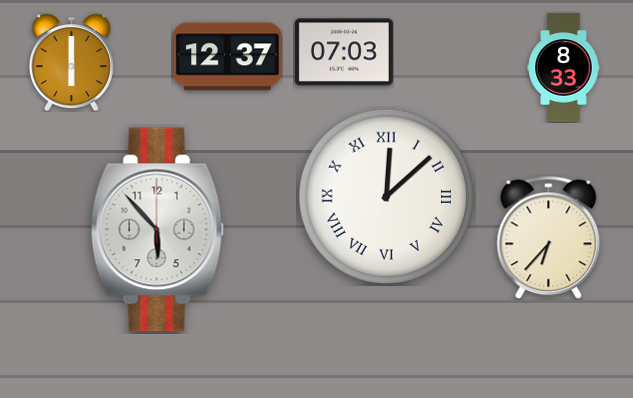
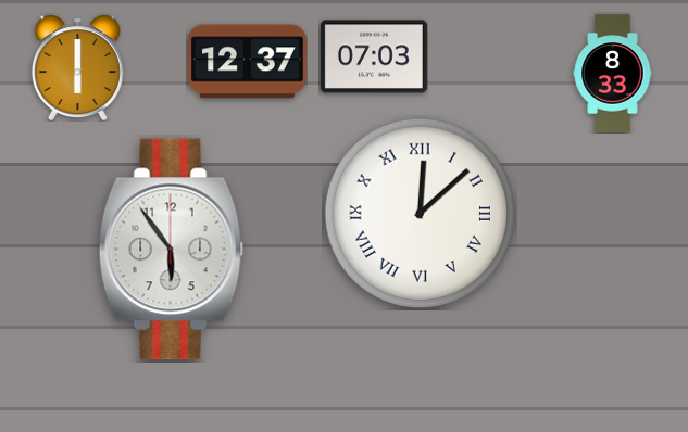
clock at (157, 230): 5:53 -> 5:54
clock at (549, 237): 6:37 -> none
